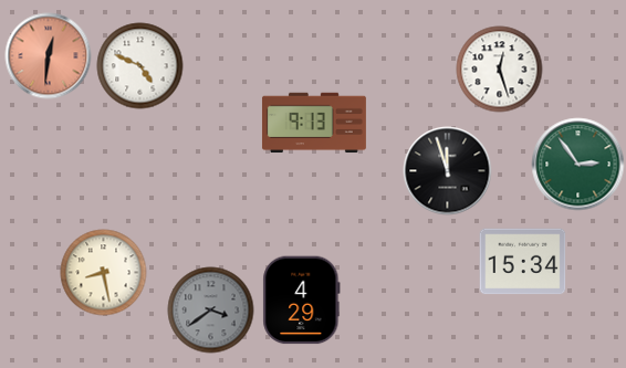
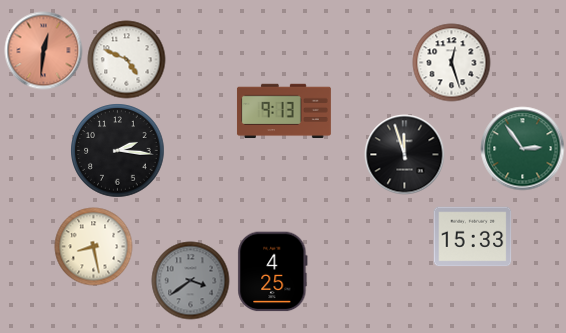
clock at (117, 150): none -> 2:16
clock at (522, 262): 15:34 -> 15:33
clock at (302, 299): 4:29 -> 4:25
